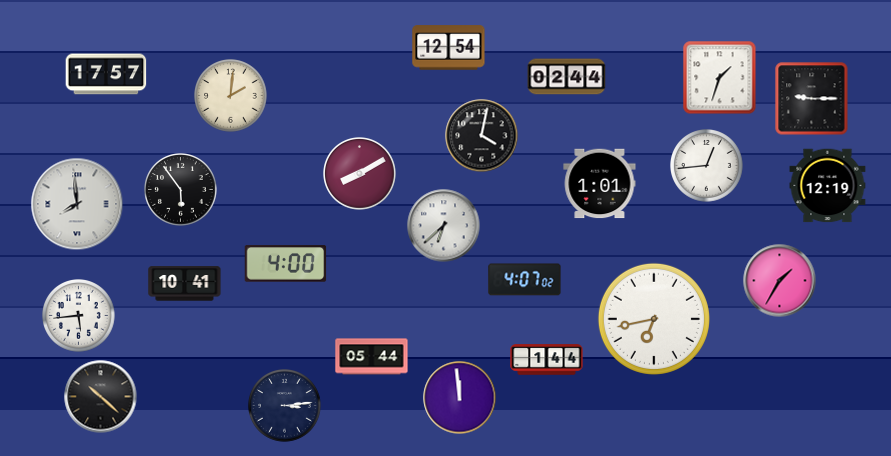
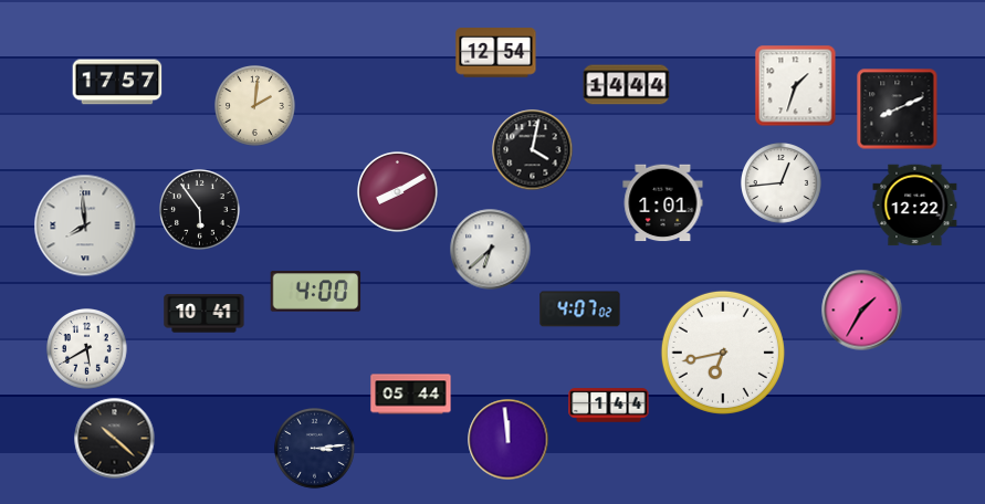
clock at (567, 77): 02:44 -> 14:44
clock at (812, 99): 9:15 -> 8:11
clock at (828, 186): 12:19 -> 12:22
clock at (79, 316): 5:44 -> 5:40
clock at (547, 360) position: (547, 360) -> (609, 406)
clock at (101, 397) position: (101, 397) -> (115, 439)
